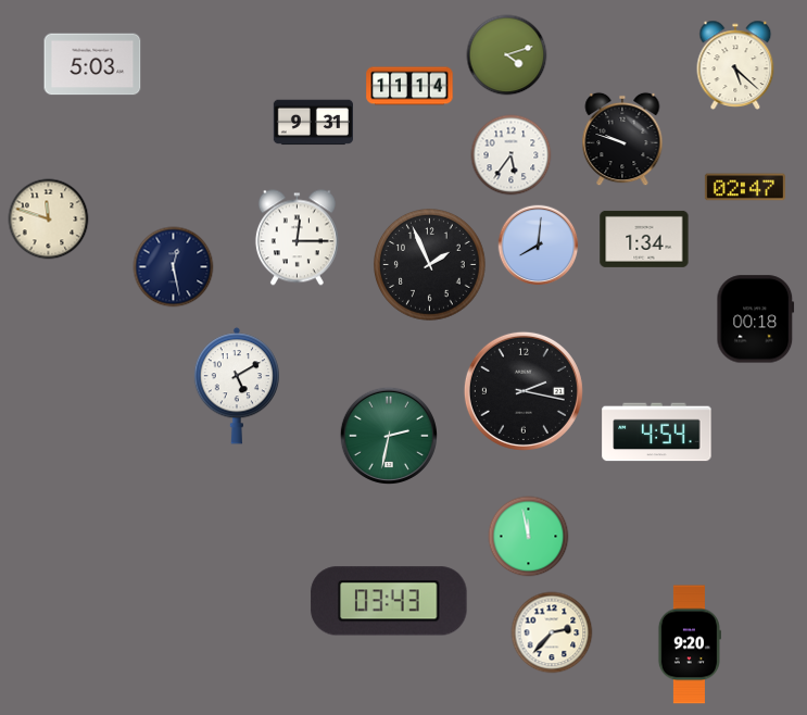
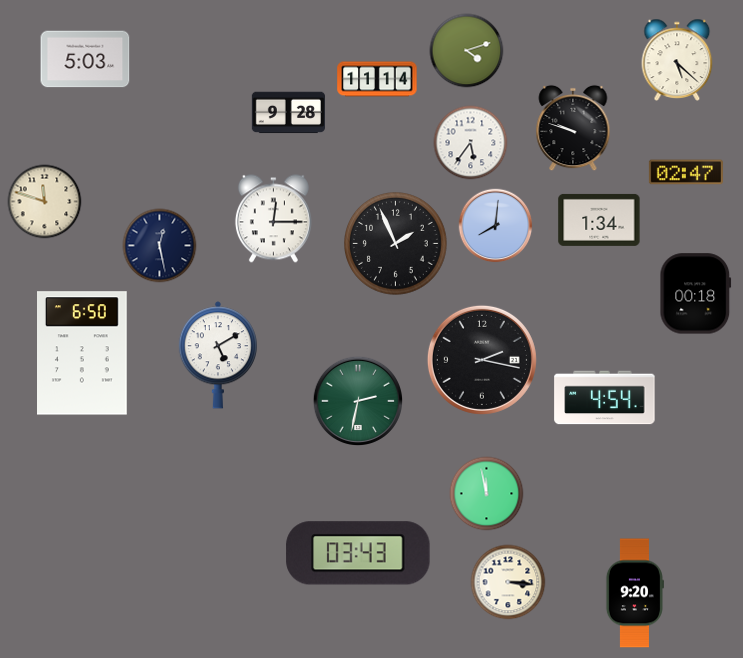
clock at (313, 123): 9:31 -> 9:28
clock at (644, 239) position: (644, 239) -> (599, 220)
clock at (83, 353): none -> 6:50
clock at (552, 632): 2:37 -> 3:16
